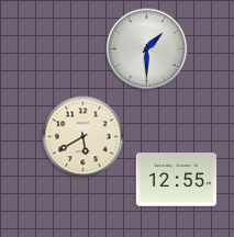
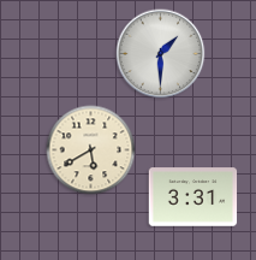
clock at (177, 180): 12:55 -> 3:31
